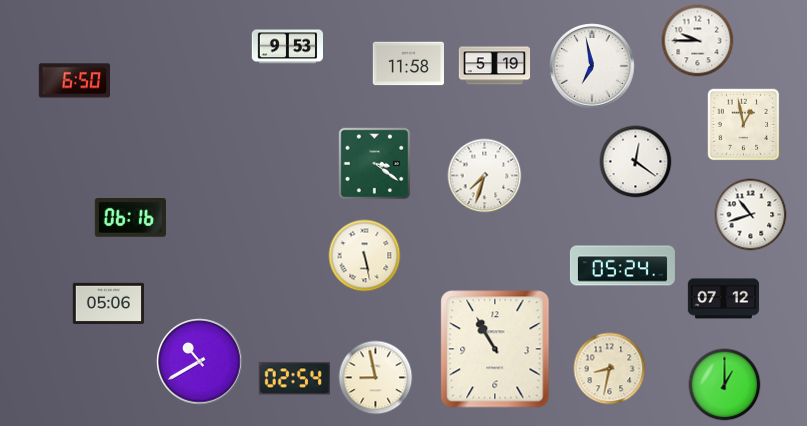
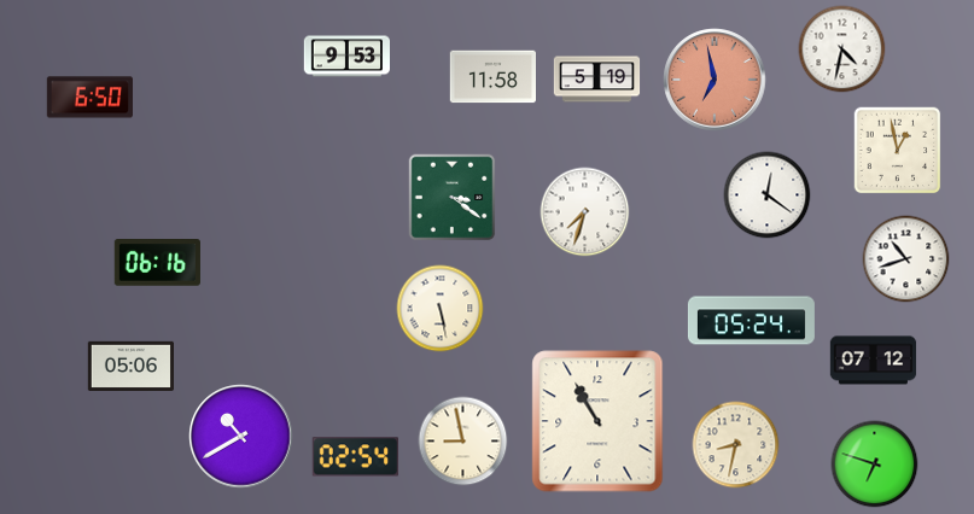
clock at (698, 41): 9:45 -> 4:32
clock at (592, 66) dial: white -> salmon
clock at (376, 378) position: (376, 378) -> (463, 442)
clock at (725, 385): 1:00 -> 6:48
